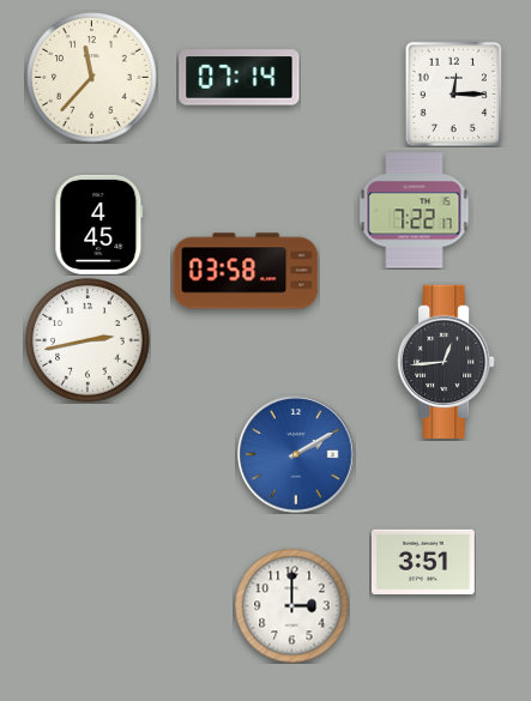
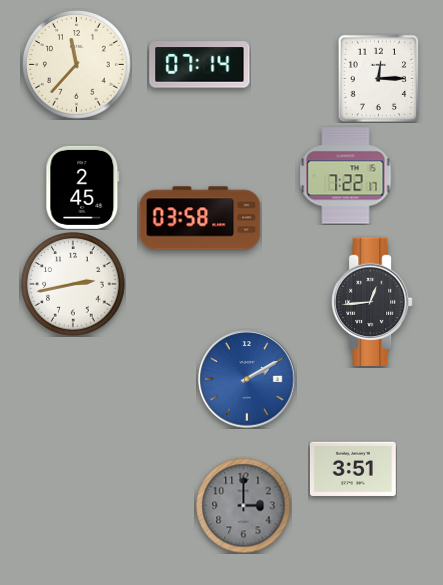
clock at (99, 224): 4:45 -> 2:45
clock at (246, 271) position: (246, 271) -> (200, 218)
clock at (291, 605) dial: white -> grey
